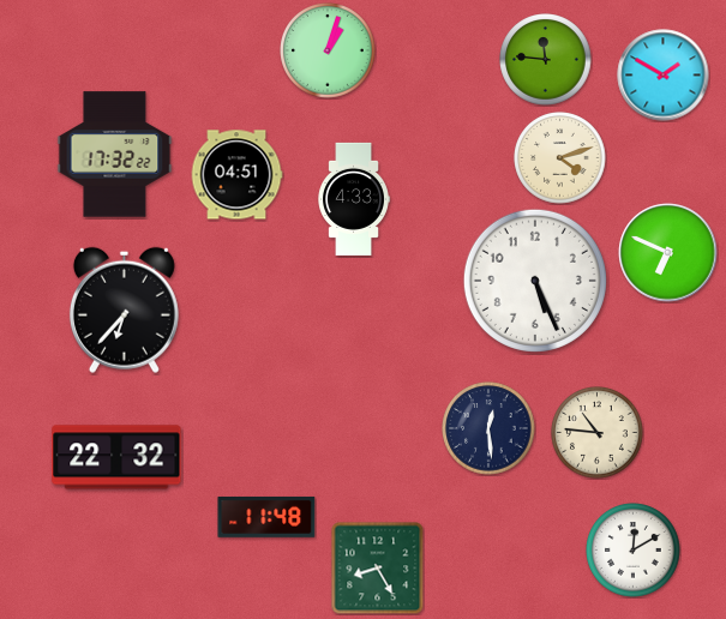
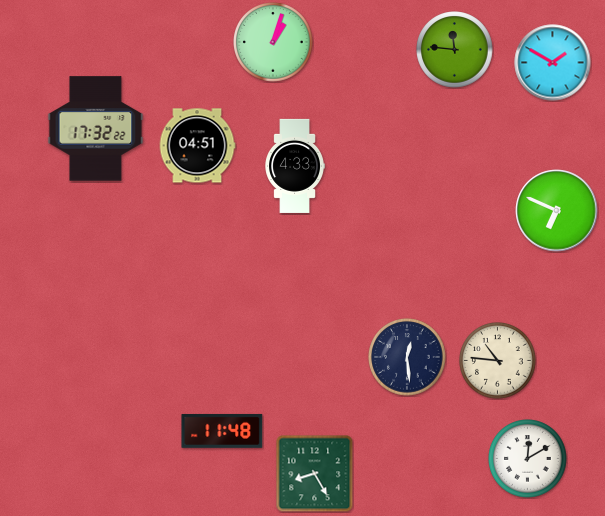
clock at (560, 158): 4:12 -> none
clock at (535, 281): 5:26 -> none
clock at (124, 309): 6:37 -> none
clock at (116, 457): 22:32 -> none
